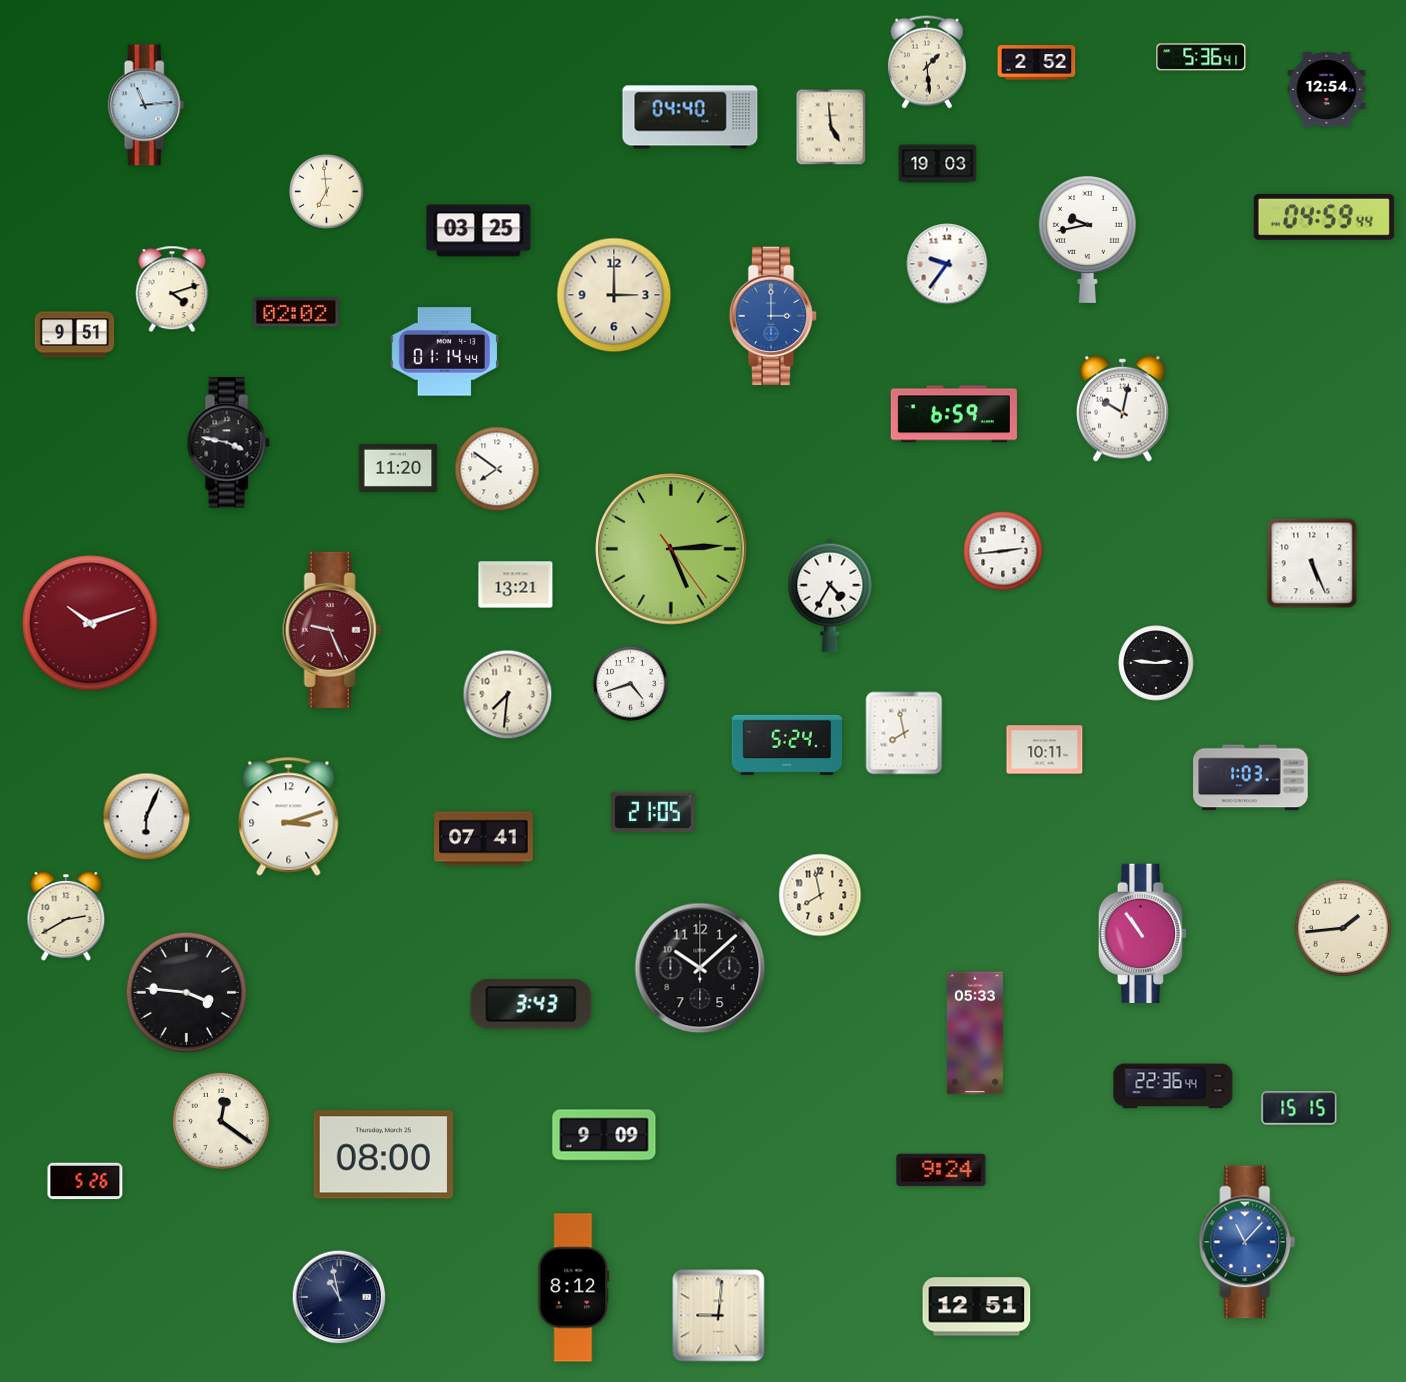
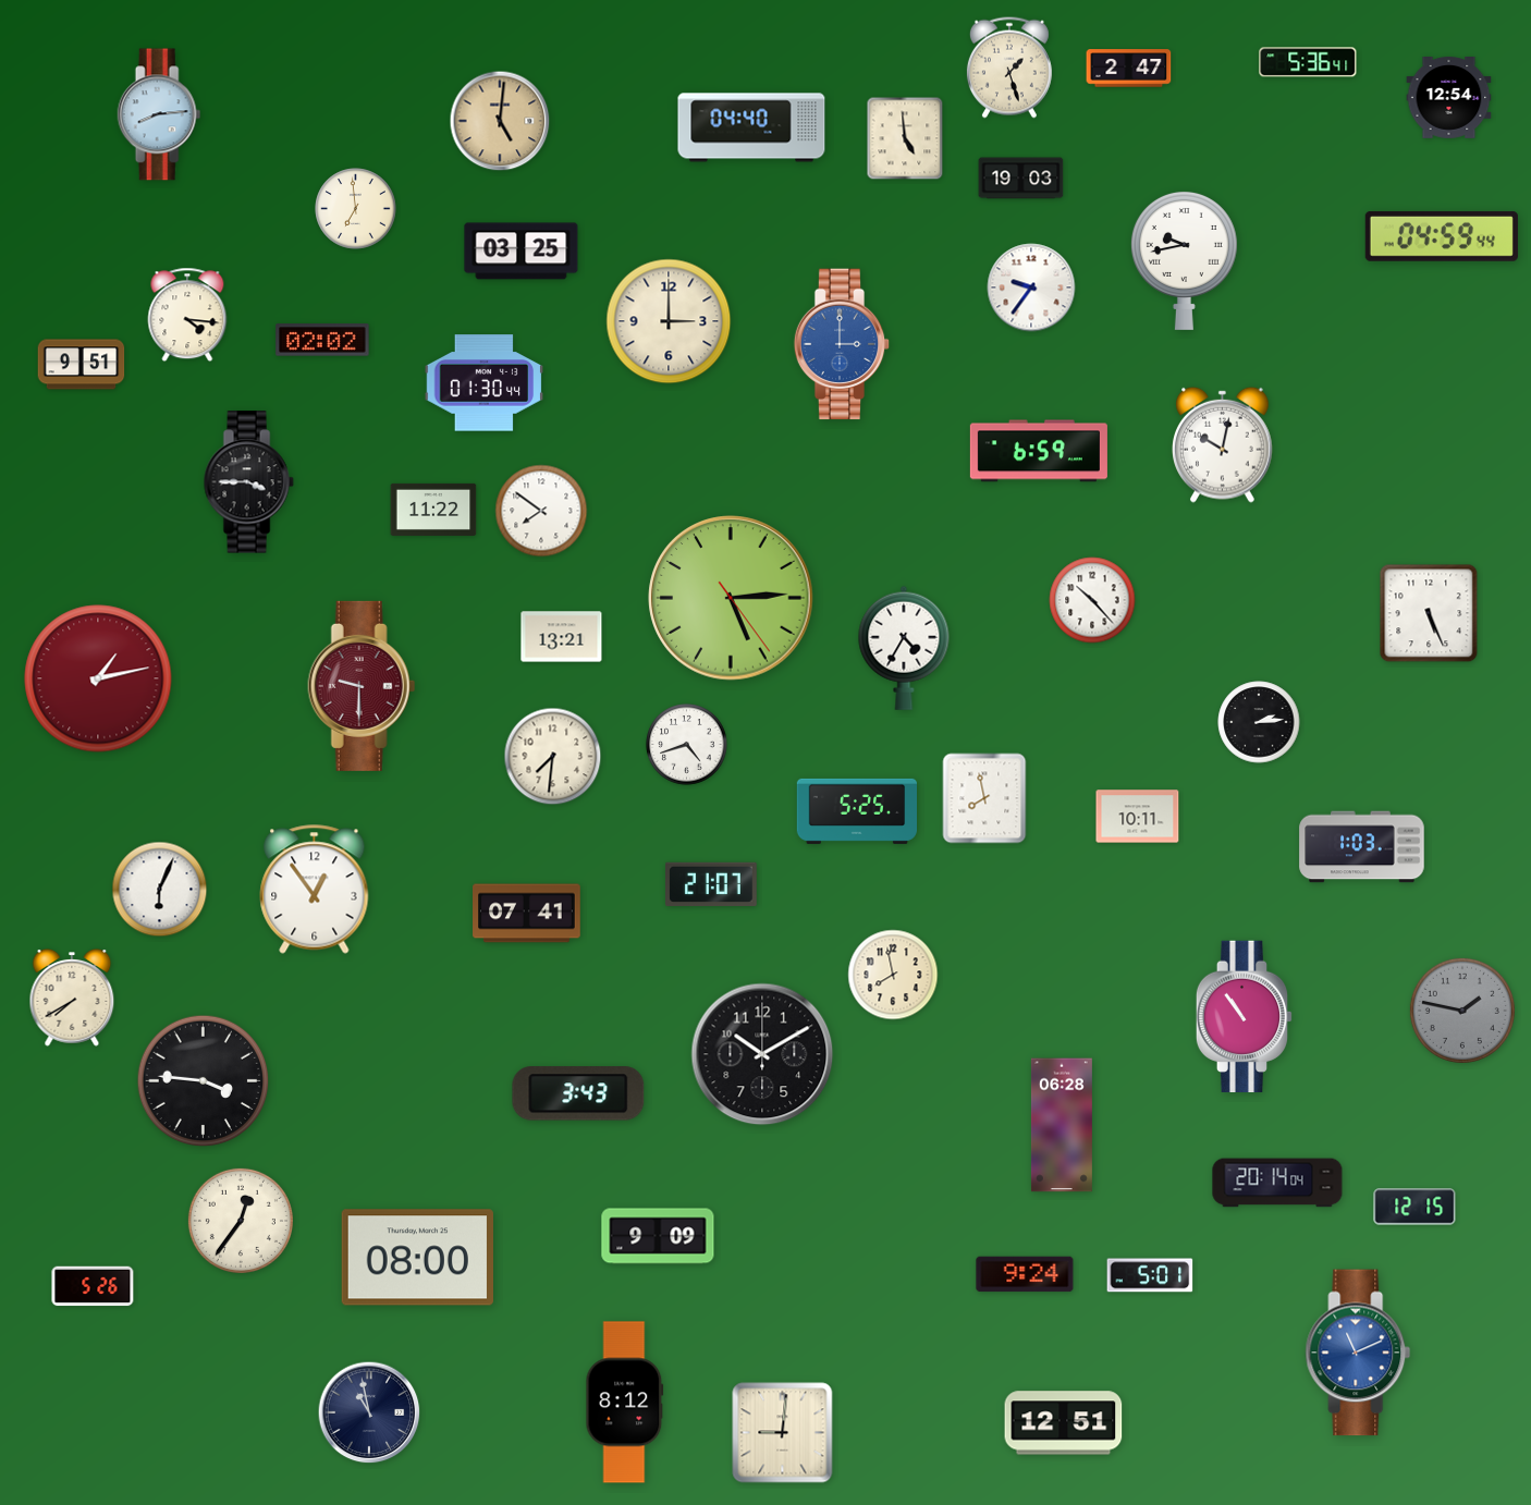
clock at (927, 62): 1:29 -> 1:27
clock at (1037, 63): 2:52 -> 2:47
clock at (1327, 90) position: (1327, 90) -> (1449, 98)
clock at (146, 105): 11:14 -> 8:14
clock at (500, 121): none -> 5:01
clock at (172, 289): 4:12 -> 4:16
clock at (445, 352): 01:14 -> 01:30
clock at (228, 443): 3:47 -> 3:45
clock at (398, 468): 11:20 -> 11:22
clock at (1003, 551): 2:44 -> 10:23
clock at (90, 623): 10:12 -> 1:13
clock at (332, 630): 9:26 -> 9:30
clock at (1156, 663): 2:46 -> 2:14
clock at (786, 745): 5:24 -> 5:25
clock at (653, 812): 21:05 -> 21:07
clock at (289, 817): 3:12 -> 12:54
clock at (66, 917): 2:40 -> 7:40
clock at (1343, 928): 1:44 -> 1:47
clock at (1343, 928) dial: cream -> grey
clock at (700, 968): 10:08 -> 10:10
clock at (975, 1033): 05:33 -> 06:28
clock at (1173, 1086): 22:36 -> 20:14
clock at (1299, 1108): 15:15 -> 12:15
clock at (221, 1121): 12:21 -> 12:36
clock at (1150, 1275): none -> 5:01
clock at (1247, 1242): 11:07 -> 11:11
